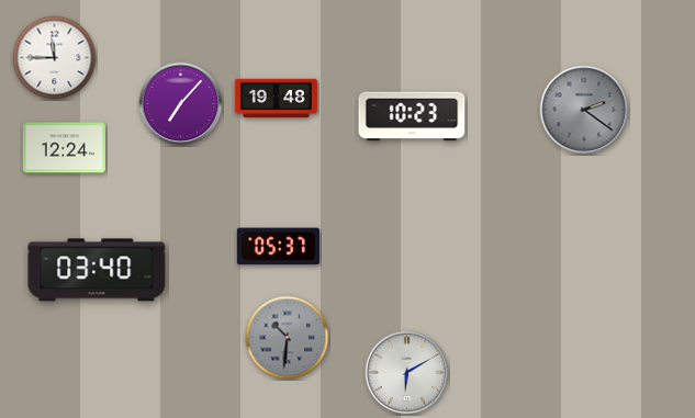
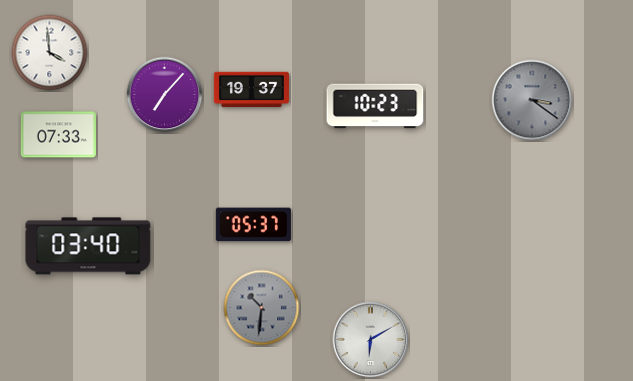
clock at (55, 58): 11:45 -> 3:59
clock at (276, 99): 19:48 -> 19:37
clock at (584, 110): 2:21 -> 3:21
clock at (64, 148): 12:24 -> 07:33
